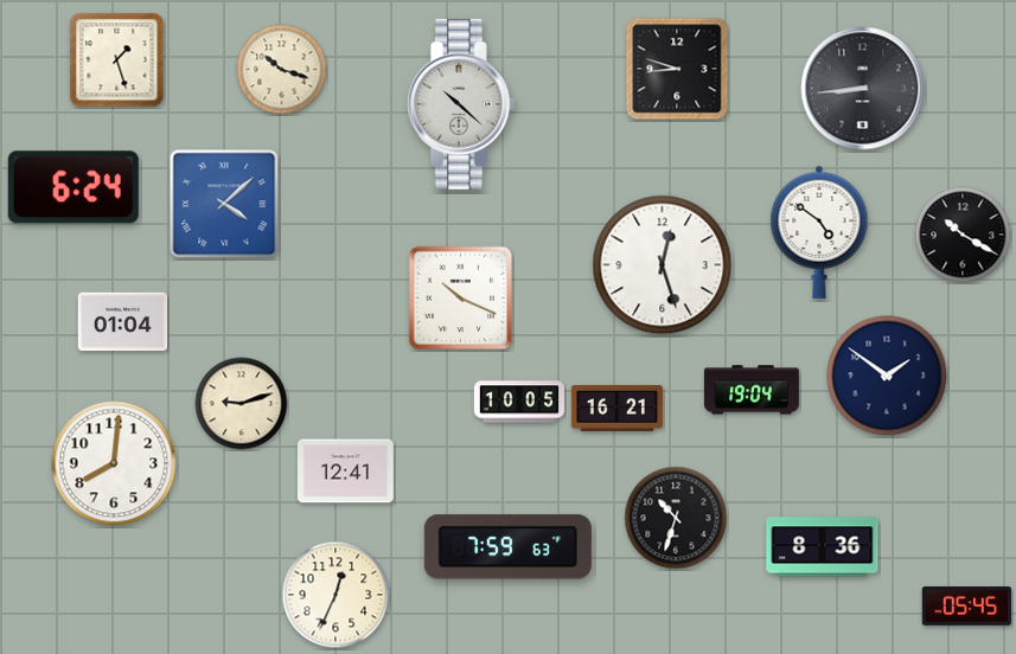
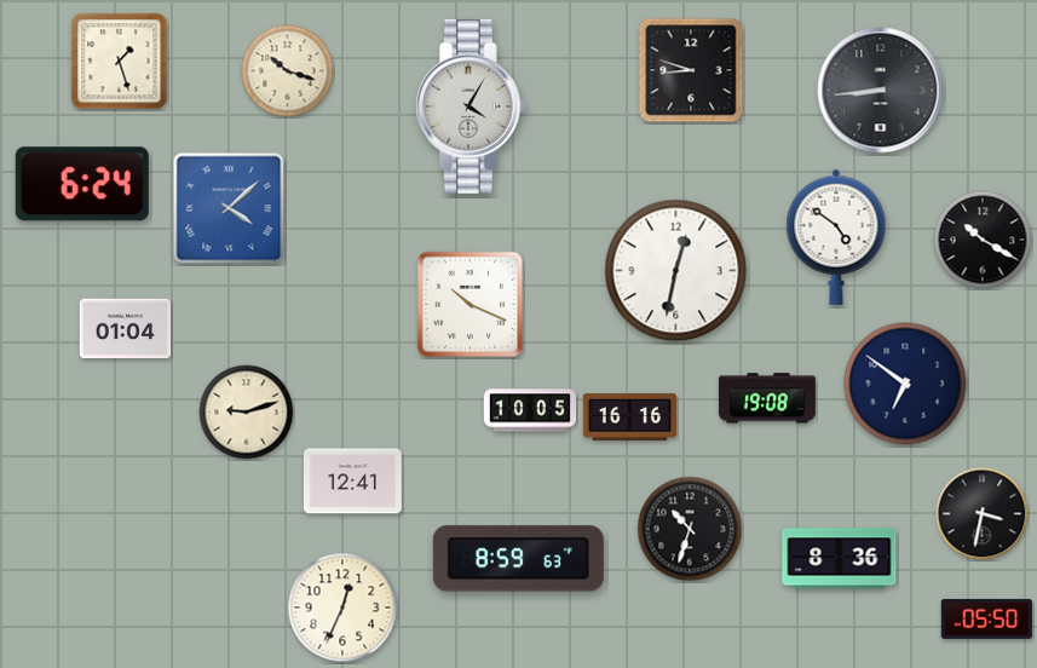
clock at (461, 104): 10:22 -> 4:05
clock at (74, 187) position: (74, 187) -> (82, 184)
clock at (663, 265): 12:27 -> 12:32
clock at (887, 376): 1:51 -> 6:51
clock at (752, 390): 19:04 -> 19:08
clock at (616, 408): 16:21 -> 16:16
clock at (114, 463): 8:01 -> none
clock at (983, 514): none -> 3:32
clock at (507, 547): 7:59 -> 8:59
clock at (966, 605): 05:45 -> 05:50
